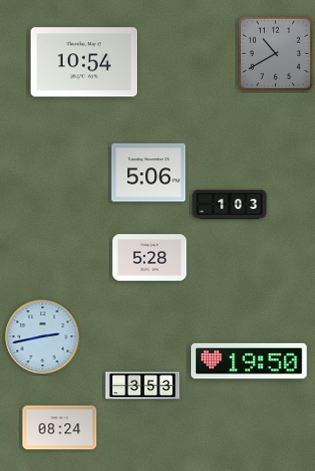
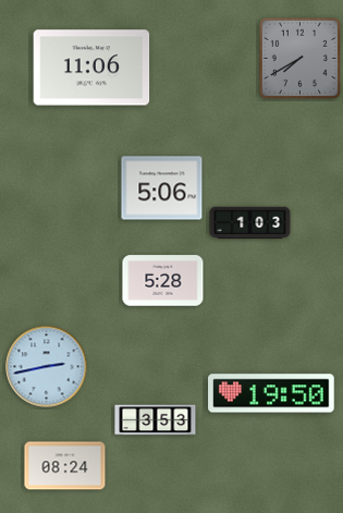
clock at (275, 53): 10:40 -> 7:40
clock at (84, 62): 10:54 -> 11:06
